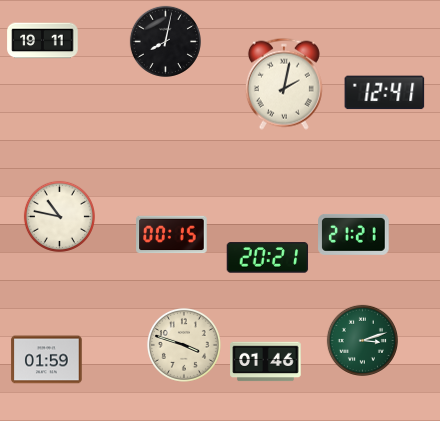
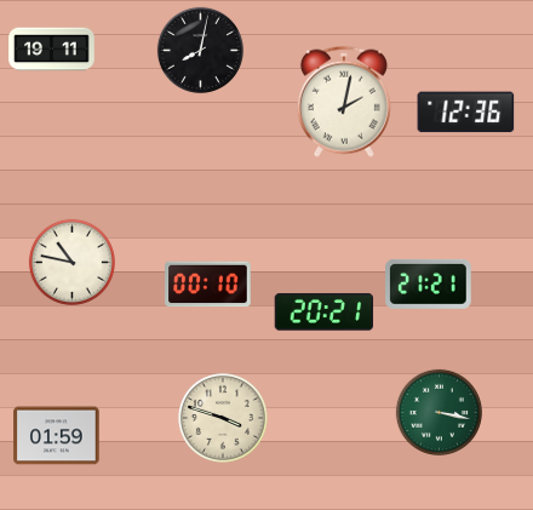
clock at (385, 93): 12:41 -> 12:36
clock at (172, 235): 00:15 -> 00:10
clock at (362, 340): 3:12 -> 3:17
clock at (266, 362): 01:46 -> none
